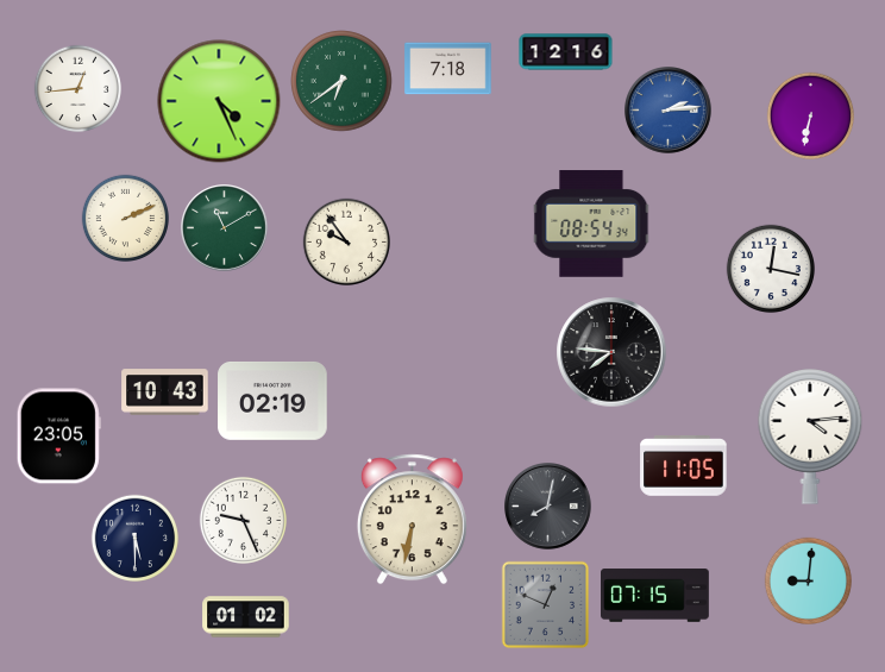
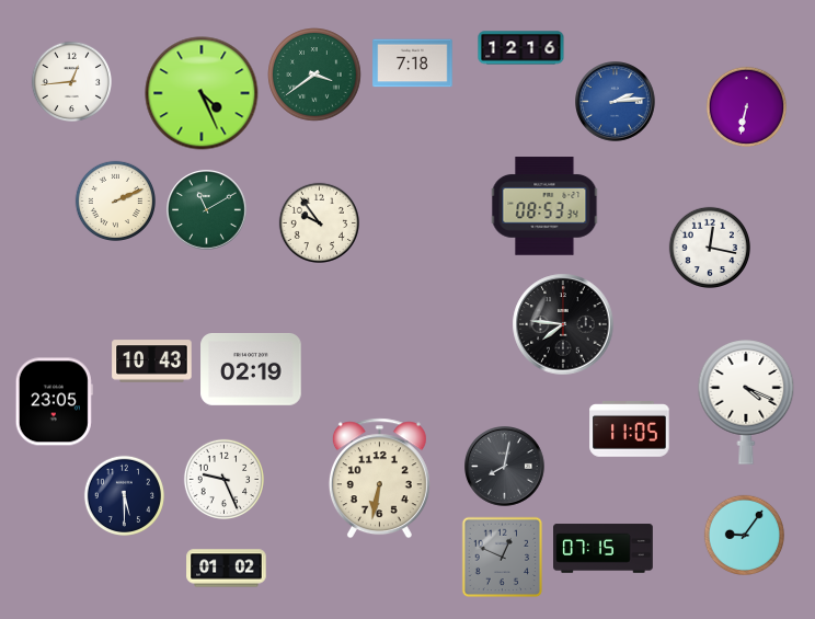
clock at (341, 81): 6:39 -> 3:39
clock at (591, 224): 08:54 -> 08:53
clock at (810, 437): 4:14 -> 4:19
clock at (809, 582): 9:01 -> 9:06
